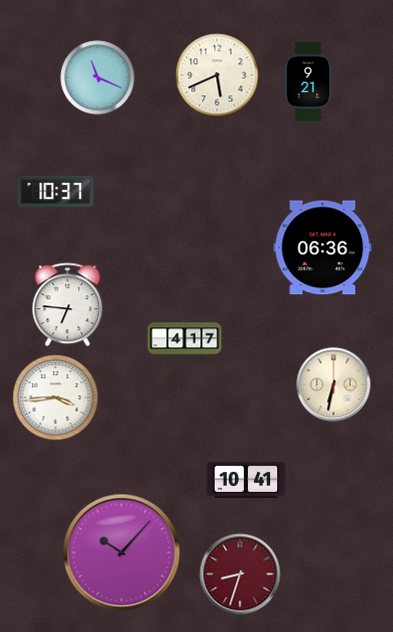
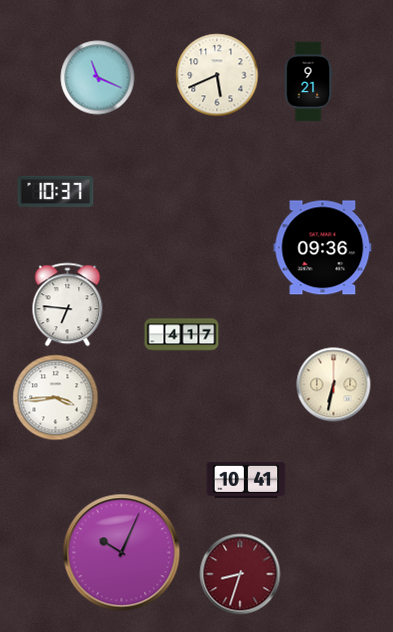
clock at (323, 248): 06:36 -> 09:36
clock at (185, 339) position: (185, 339) -> (182, 335)
clock at (122, 553): 10:07 -> 10:04
